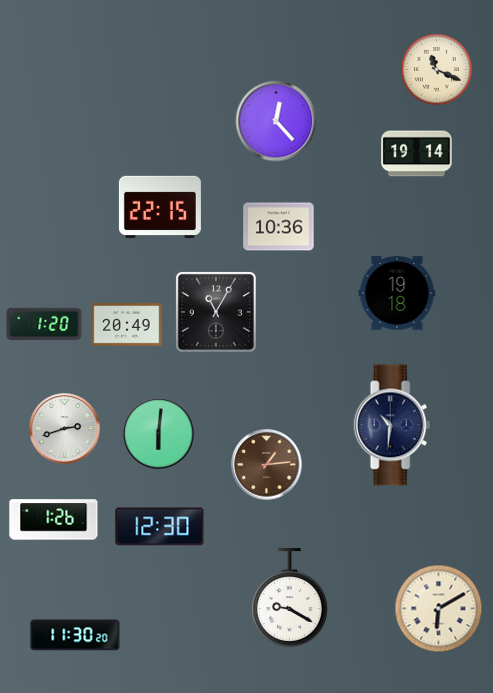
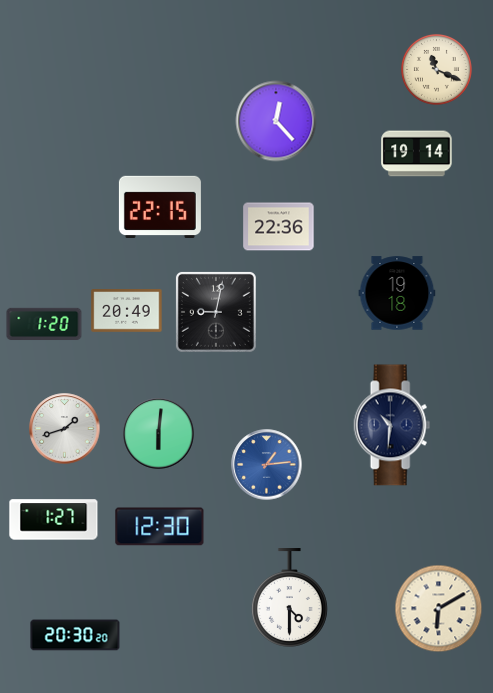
clock at (279, 227): 10:36 -> 22:36
clock at (216, 312): 11:05 -> 9:02
clock at (127, 325) position: (127, 325) -> (127, 311)
clock at (65, 429): 2:42 -> 1:42
clock at (267, 465) dial: brown -> blue
clock at (54, 520): 1:26 -> 1:27
clock at (289, 598): 9:20 -> 4:30
clock at (75, 635): 11:30 -> 20:30
